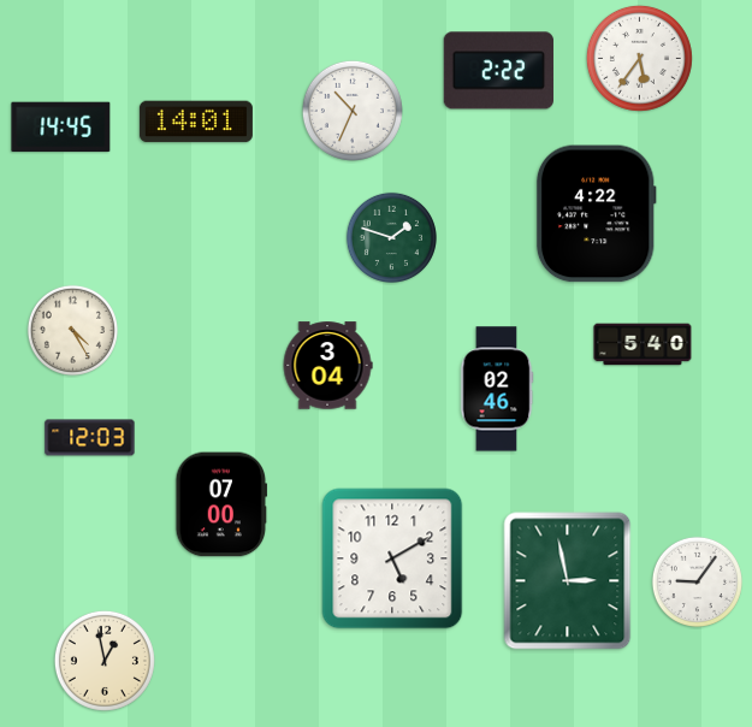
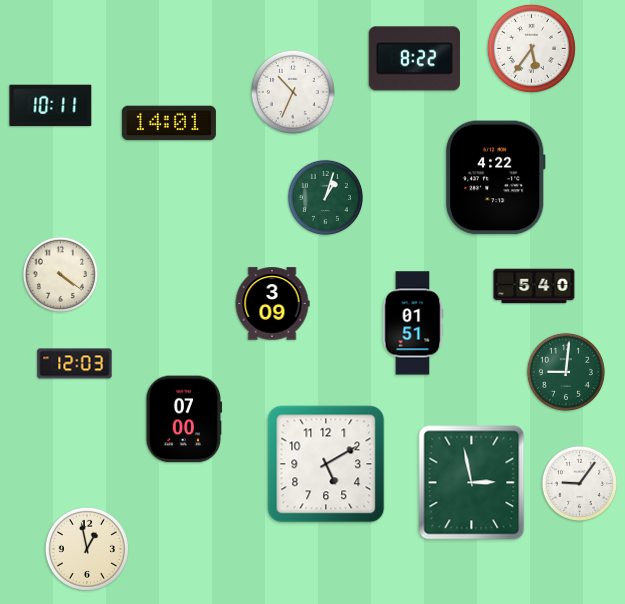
clock at (498, 71): 2:22 -> 8:22
clock at (196, 122) position: (196, 122) -> (169, 123)
clock at (61, 128): 14:45 -> 10:11
clock at (391, 237): 1:48 -> 1:03
clock at (72, 330): 4:25 -> 4:21
clock at (327, 366): 3:04 -> 3:09
clock at (497, 389): 02:46 -> 01:51
clock at (566, 372): none -> 9:01
